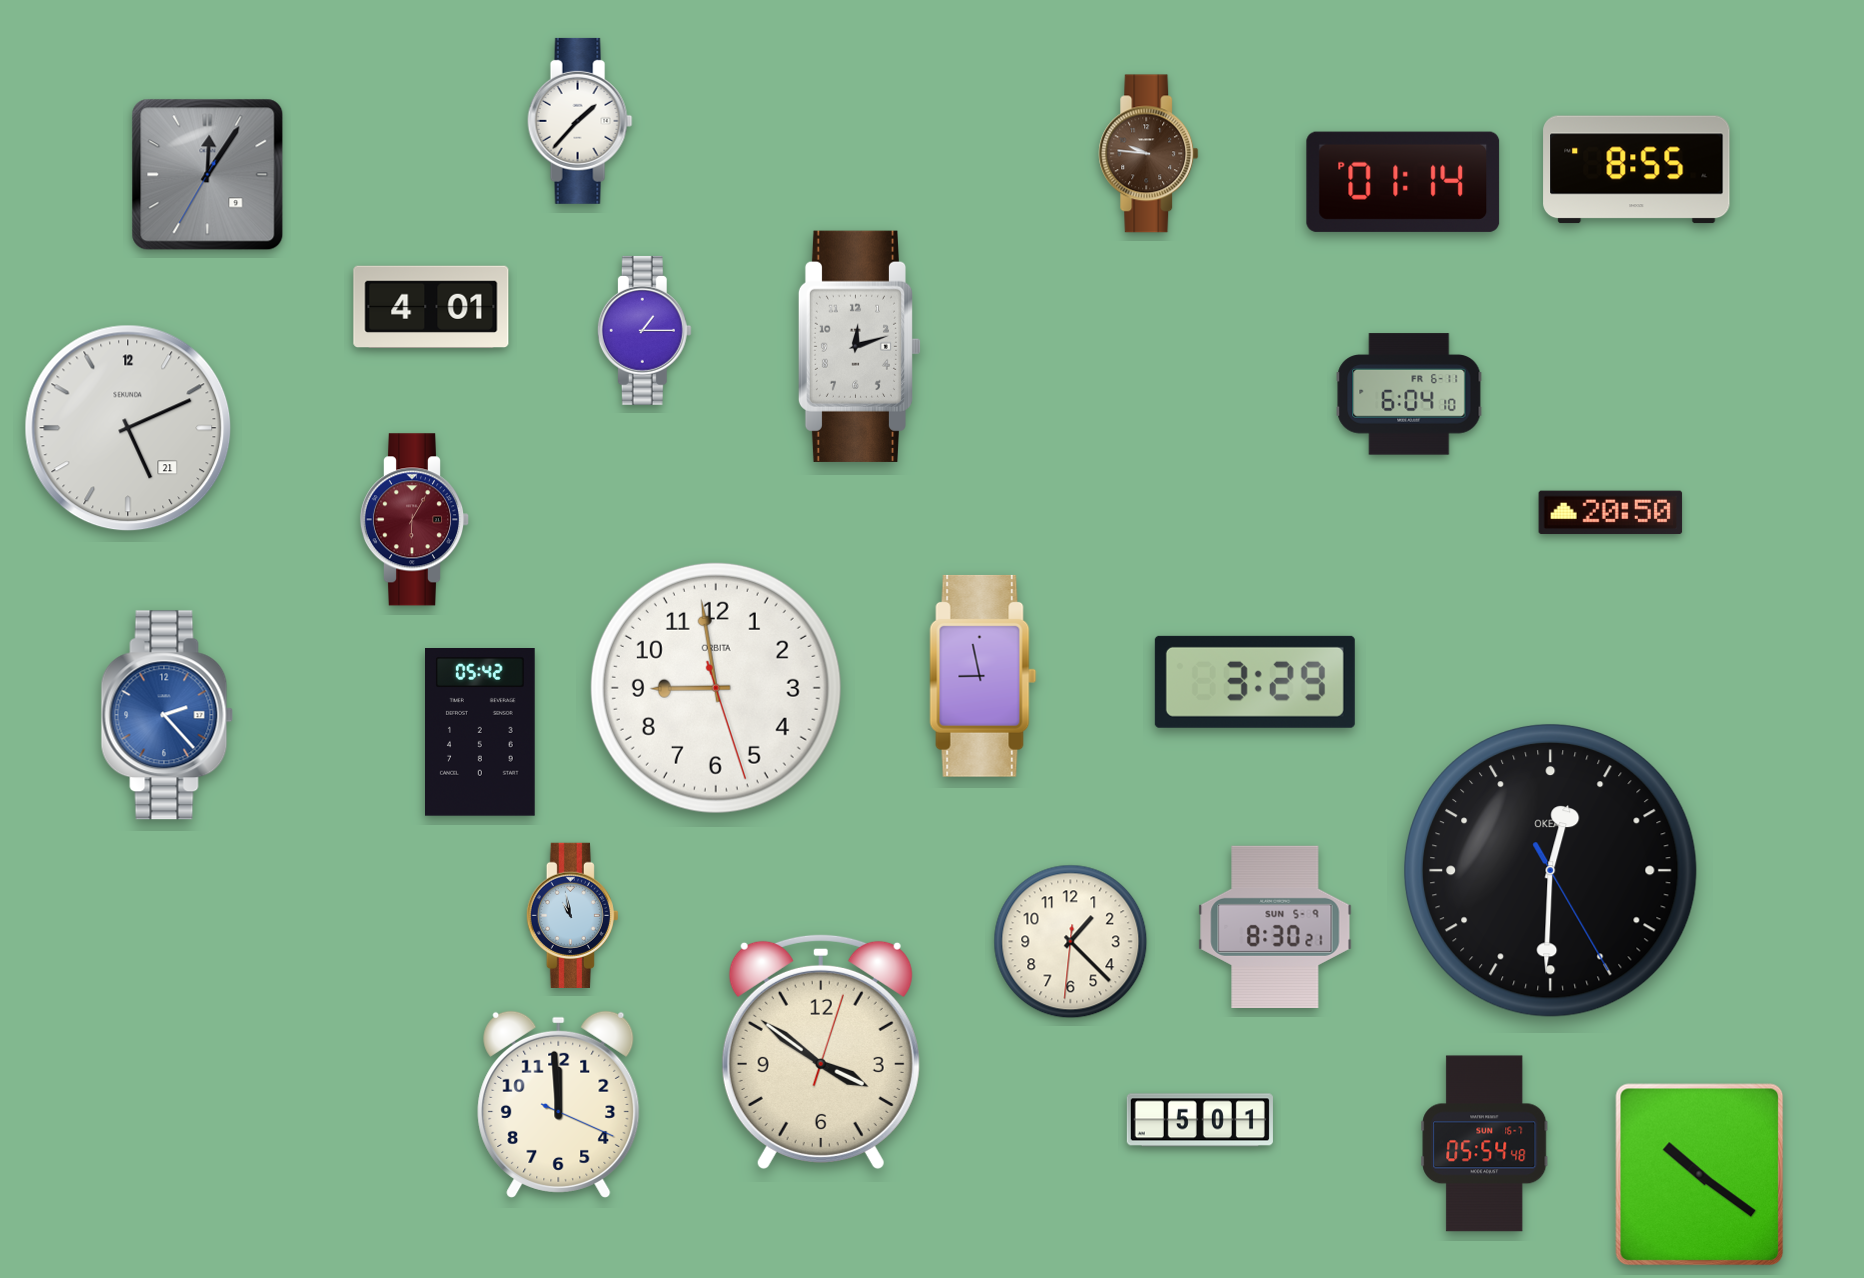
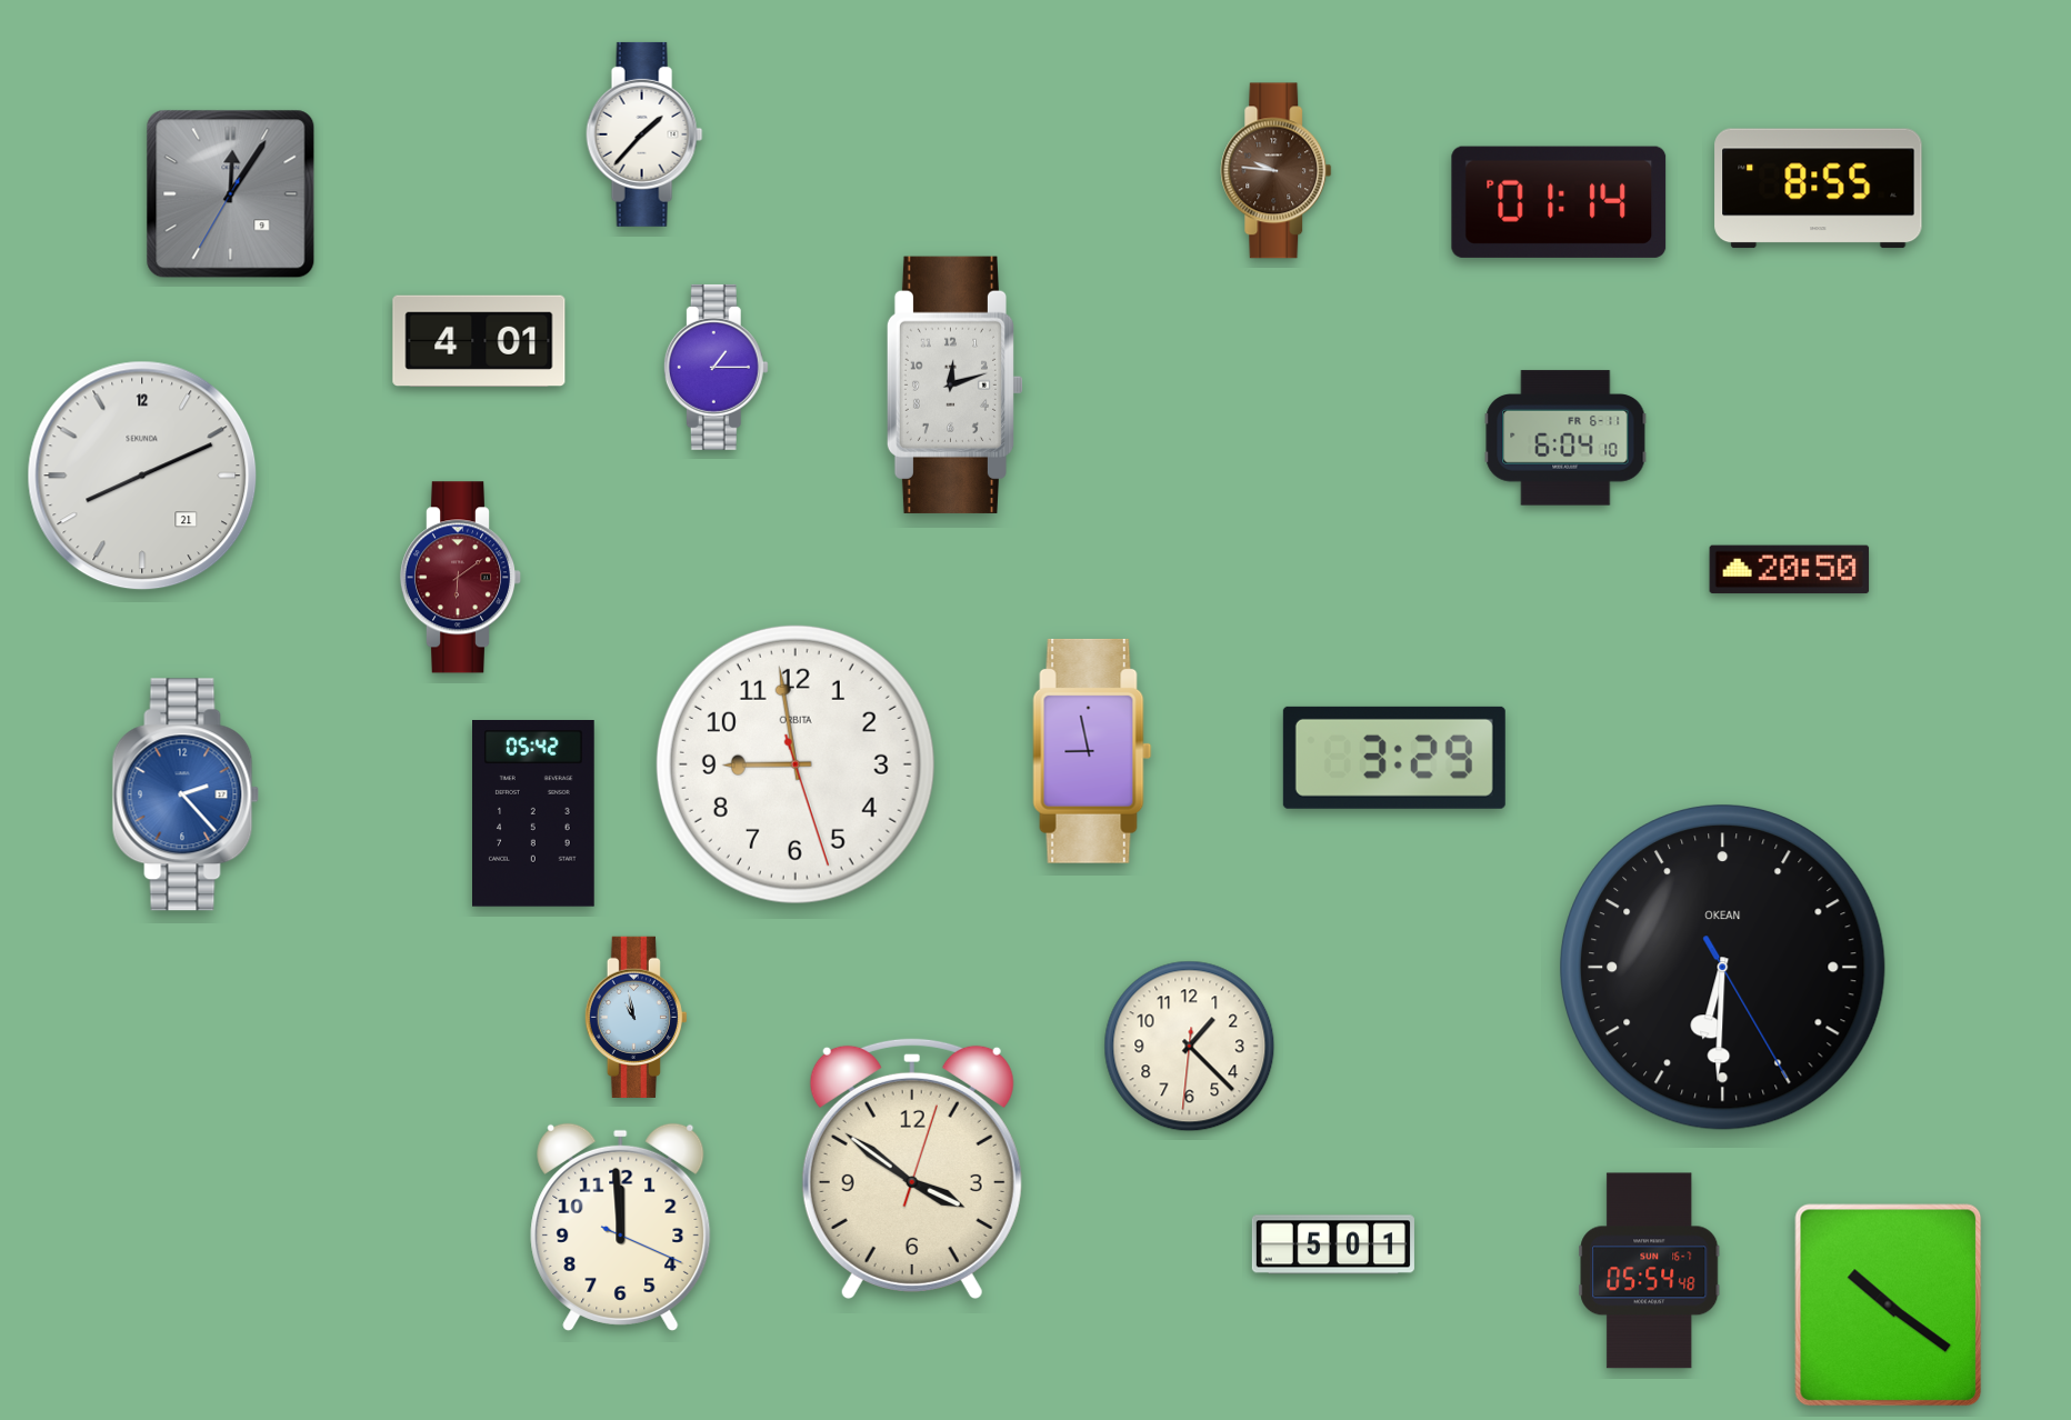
clock at (128, 428): 5:11 -> 8:11
clock at (415, 520): 6:05 -> 6:09
clock at (1550, 870): 12:30 -> 6:30
clock at (1275, 926): 8:30 -> none
